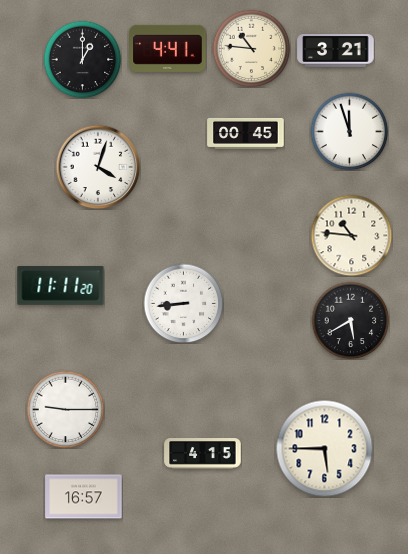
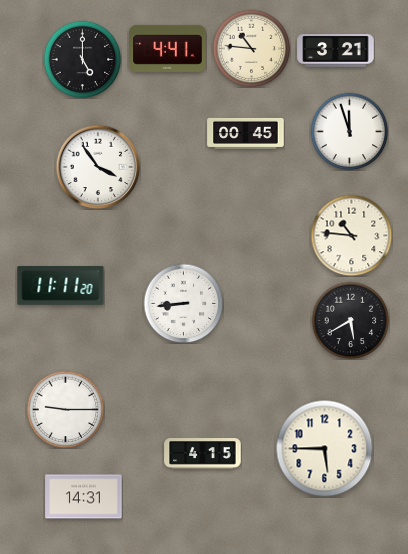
clock at (82, 59): 1:00 -> 5:00
clock at (98, 167): 4:03 -> 3:54
clock at (84, 497): 16:57 -> 14:31
